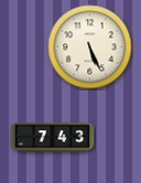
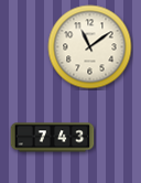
clock at (90, 47): 5:26 -> 11:09
